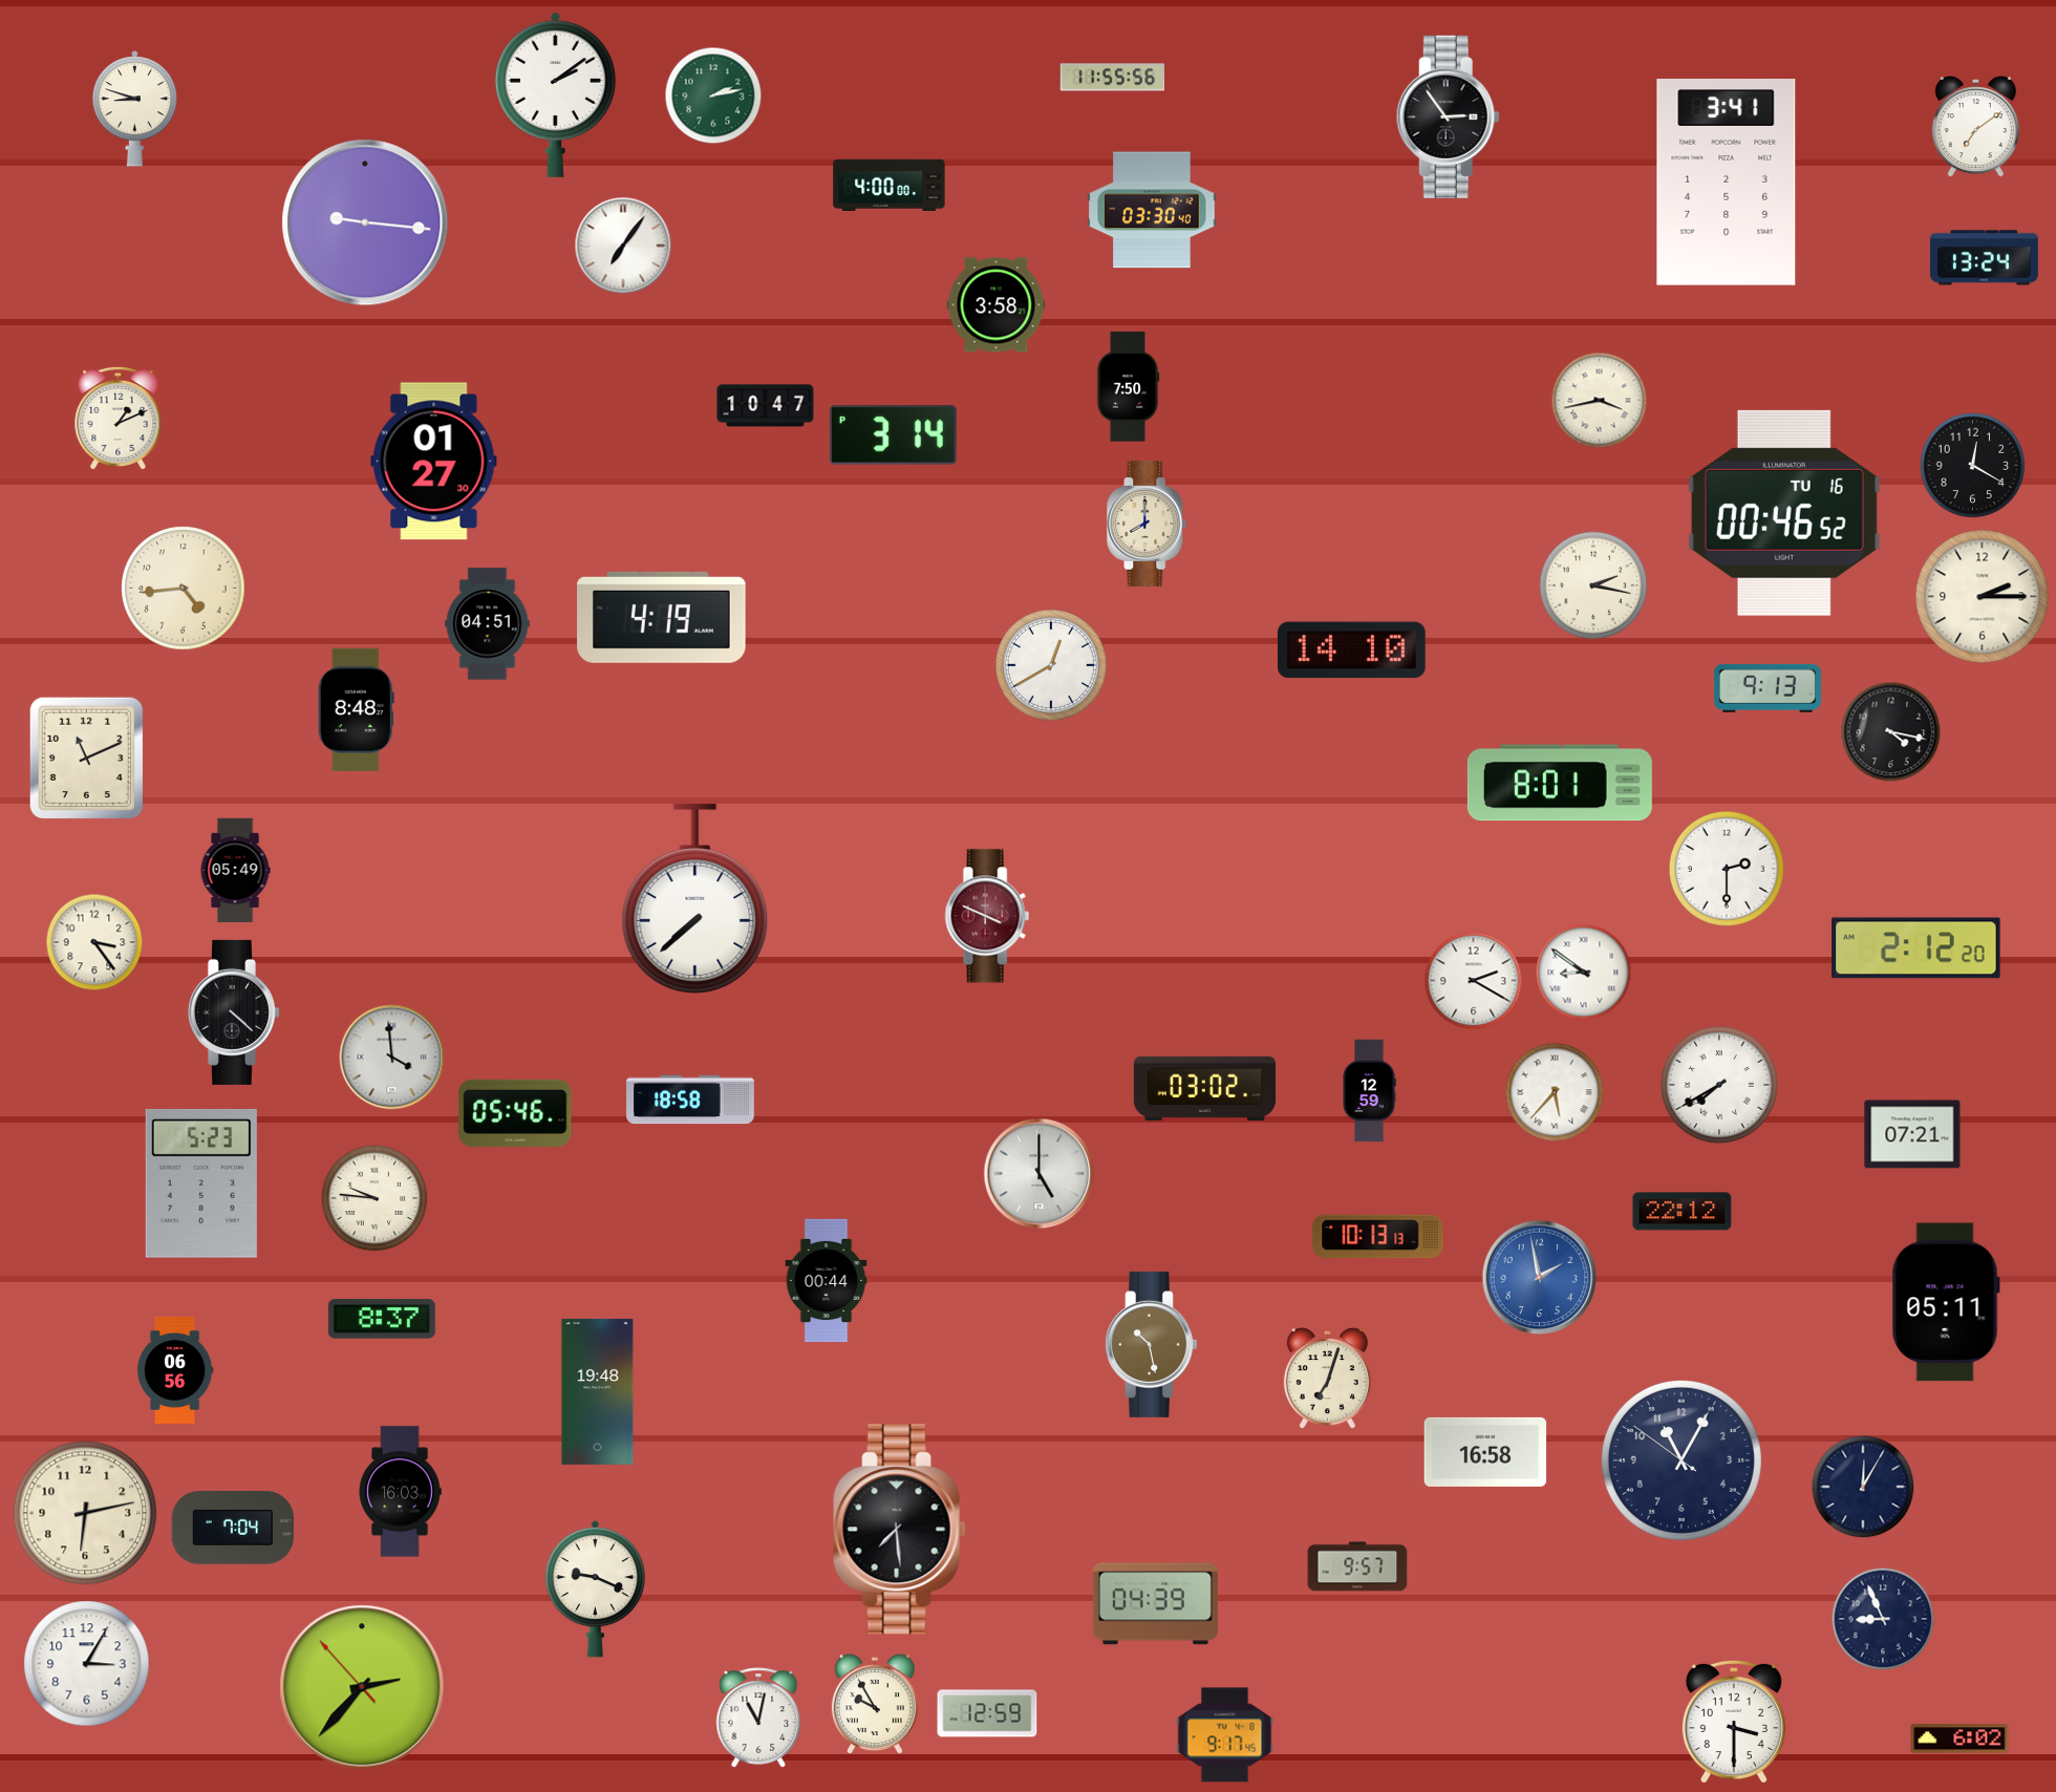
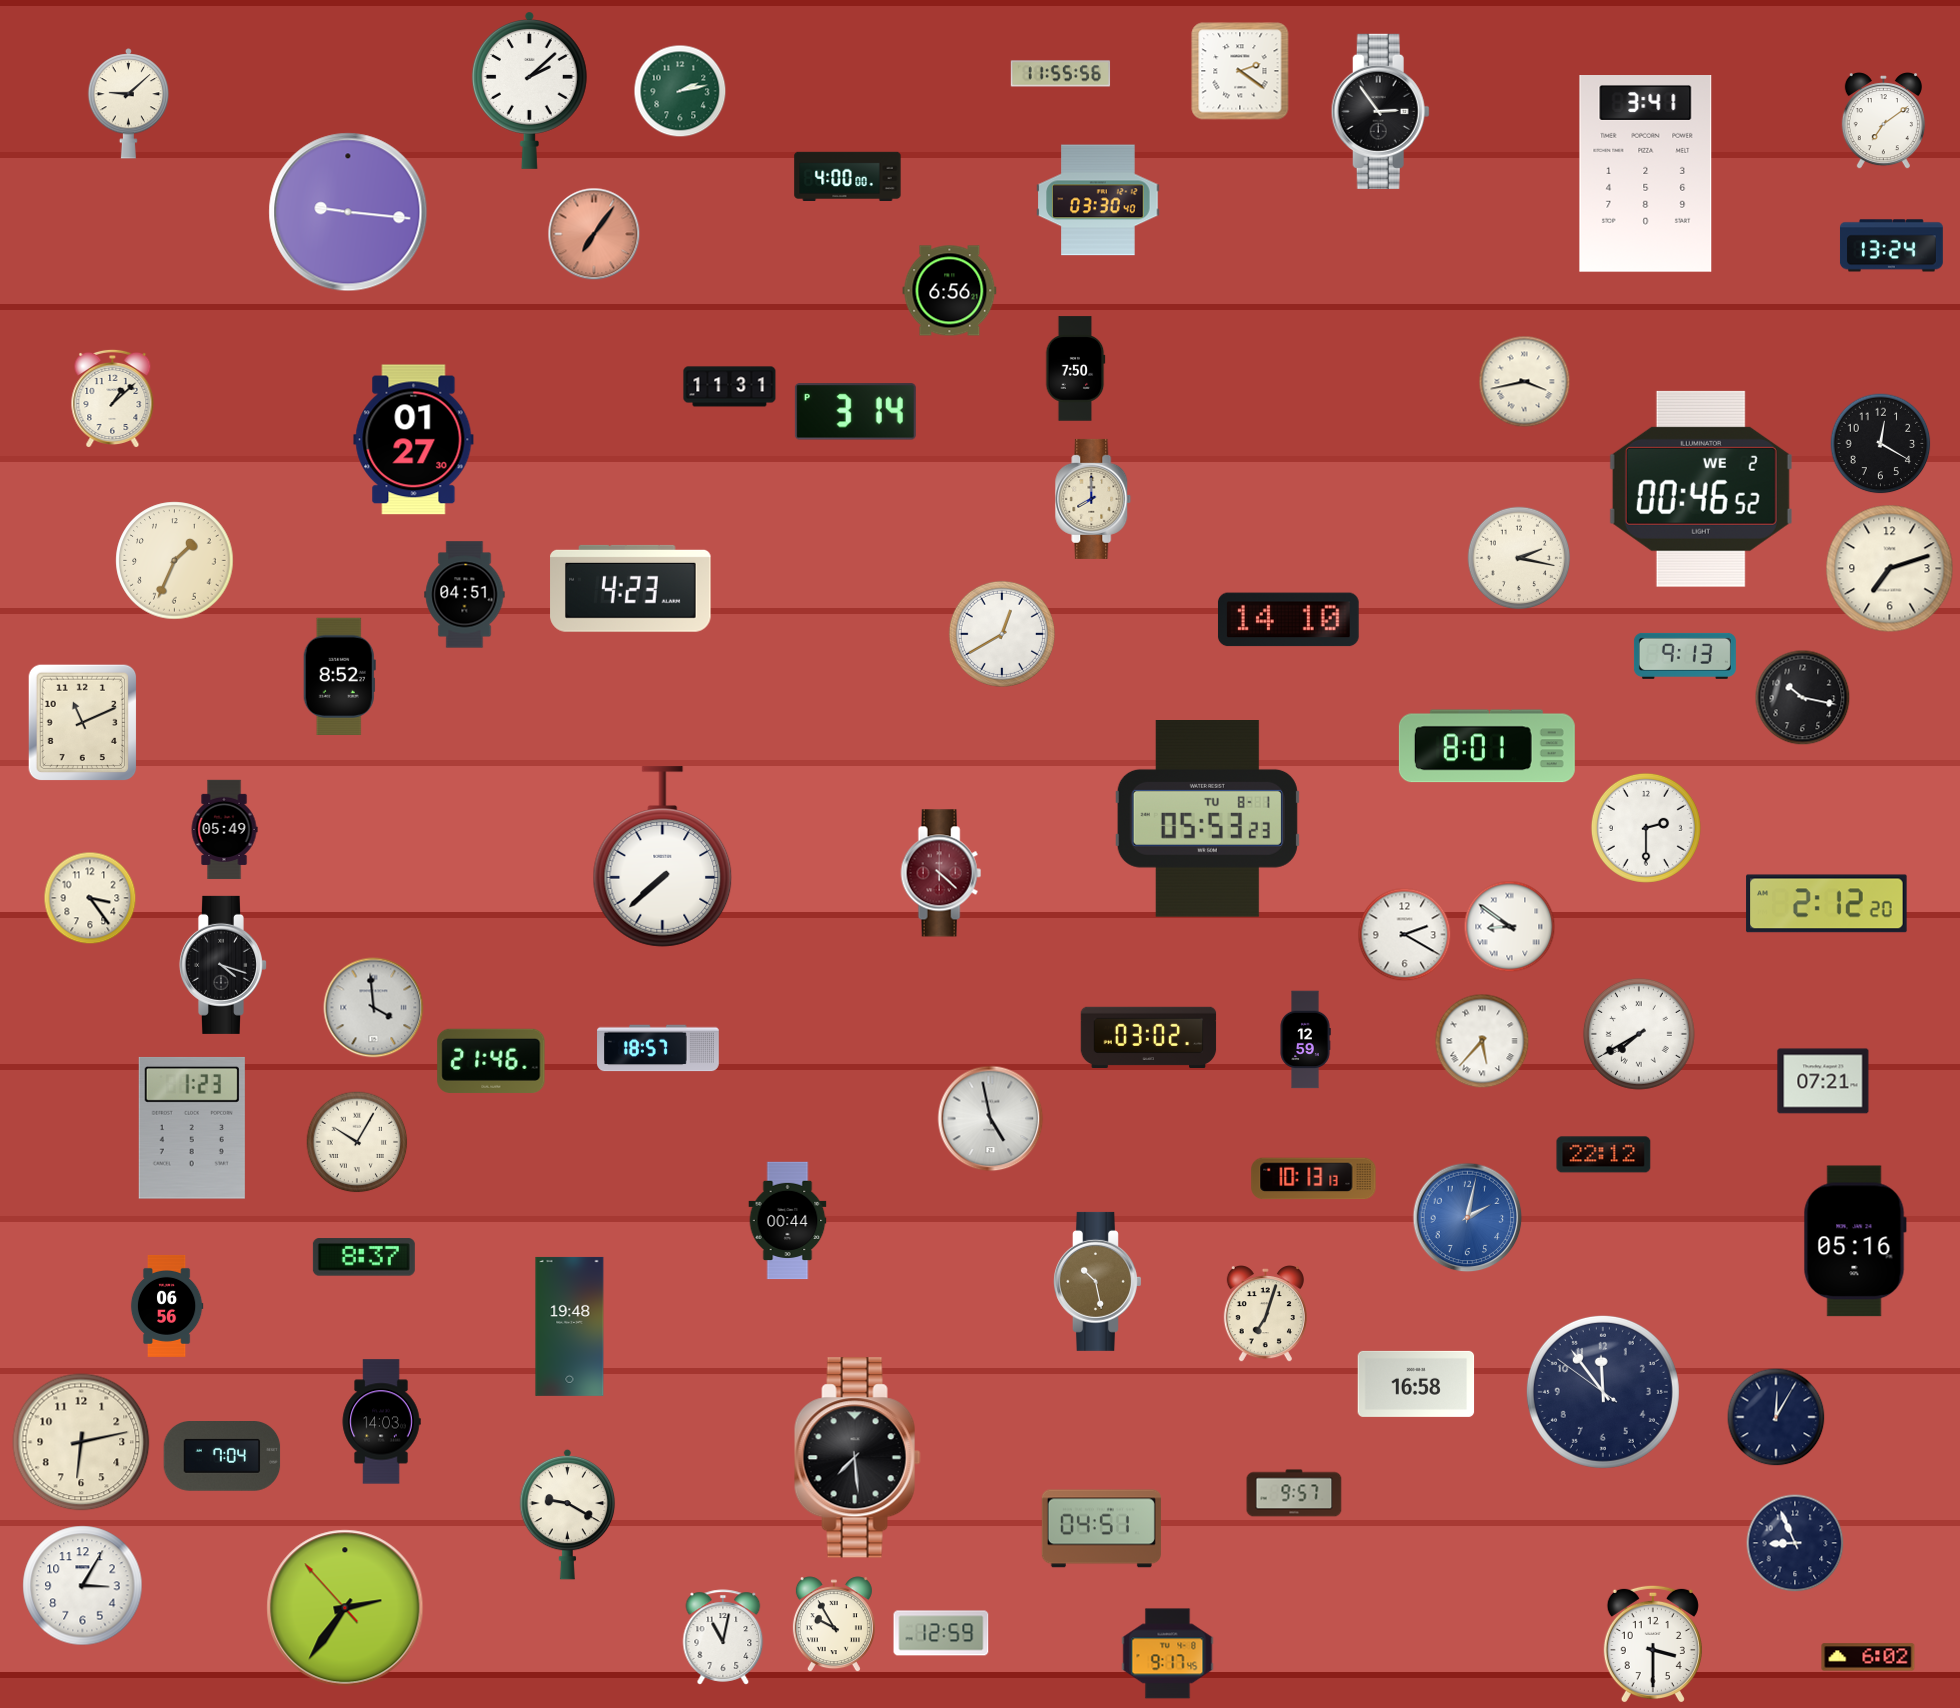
clock at (1240, 71): none -> 2:21
clock at (555, 95): 2:09 -> 2:08
clock at (135, 109): 8:48 -> 9:08
clock at (623, 246) dial: white -> salmon
clock at (997, 305): 3:58 -> 6:56
clock at (766, 406): 10:47 -> 11:31
clock at (119, 418): 1:11 -> 1:08
clock at (893, 435) position: (893, 435) -> (855, 412)
clock at (1784, 513) date: TU 16 -> WE 2
clock at (184, 589): 4:44 -> 1:34
clock at (1983, 597): 2:15 -> 7:12
clock at (662, 617): 4:19 -> 4:23
clock at (356, 709): 8:48 -> 8:52
clock at (1891, 732): 4:17 -> 10:17
clock at (1207, 819): none -> 05:53
clock at (987, 916): 3:49 -> 4:22
clock at (234, 1012): 4:22 -> 4:18
clock at (690, 1100): 18:58 -> 18:57
clock at (515, 1113): 05:46 -> 21:46
clock at (1040, 1174): 5:00 -> 4:58
clock at (201, 1183): 5:23 -> 1:23
clock at (374, 1198): 9:46 -> 10:05
clock at (1540, 1278): 1:58 -> 2:02
clock at (1946, 1302): 05:11 -> 05:16
clock at (1682, 1460): 11:04 -> 11:53
clock at (400, 1492): 16:03 -> 14:03
clock at (596, 1588): 9:19 -> 9:20
clock at (1155, 1604): 04:39 -> 04:51
clock at (362, 1687): 2:36 -> 2:35
clock at (1734, 1722) position: (1734, 1722) -> (1653, 1644)
